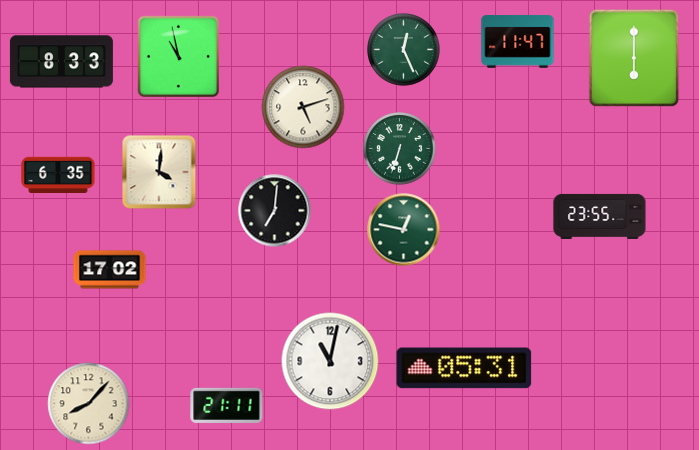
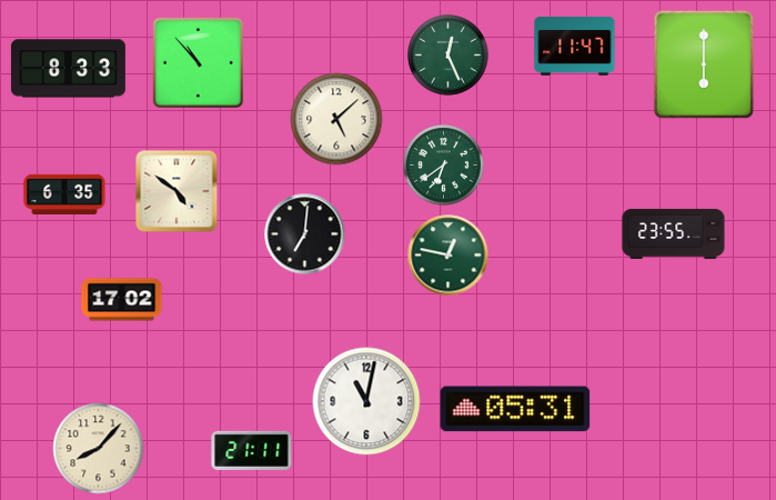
clock at (178, 56): 10:58 -> 10:53
clock at (303, 107): 5:12 -> 5:08
clock at (400, 149): 6:33 -> 6:39
clock at (159, 172): 4:01 -> 4:51
clock at (600, 216) position: (600, 216) -> (674, 233)
